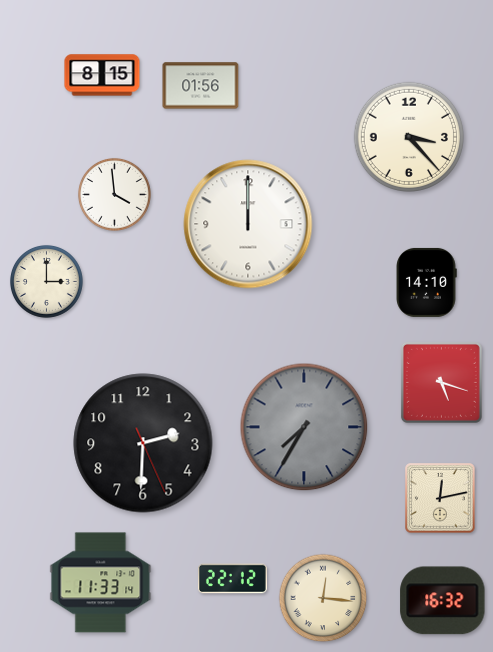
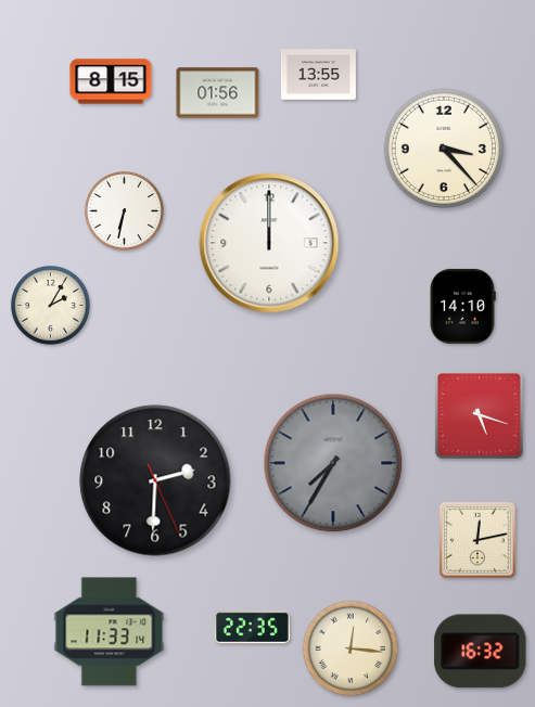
clock at (318, 75): none -> 13:55
clock at (114, 194): 3:59 -> 6:32
clock at (46, 281): 3:00 -> 2:05
clock at (304, 427) position: (304, 427) -> (333, 463)
clock at (232, 579): 22:12 -> 22:35
